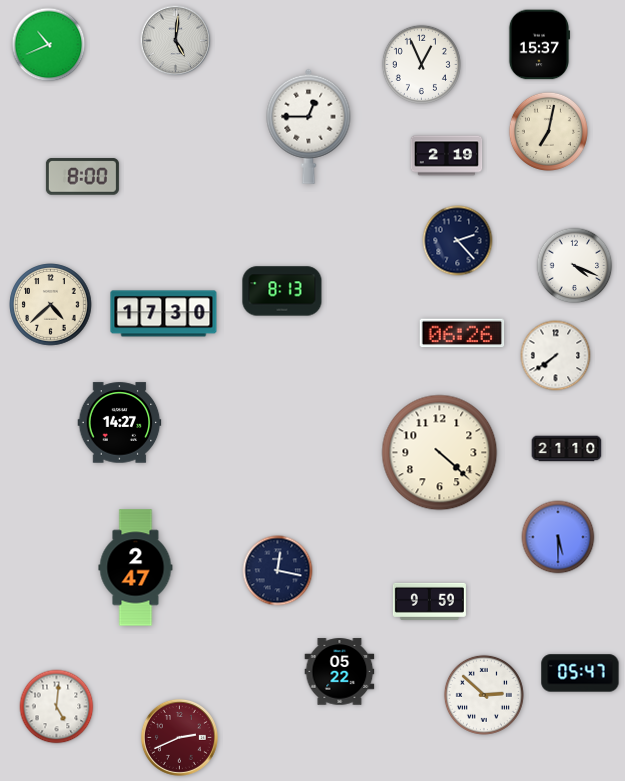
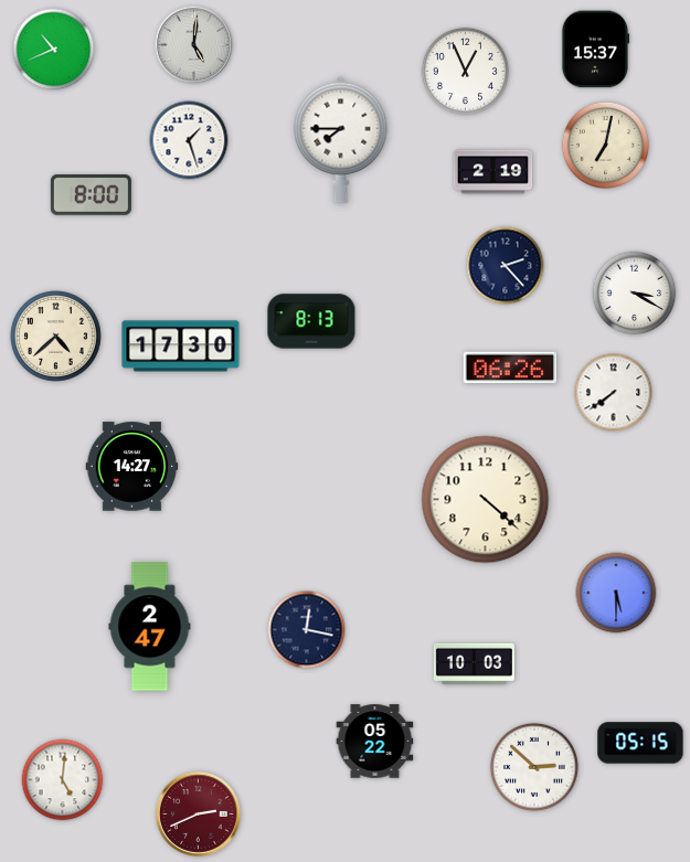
clock at (309, 126): 12:45 -> 7:45
clock at (189, 140): none -> 1:27
clock at (575, 266): 4:19 -> 3:20
clock at (567, 449): 21:10 -> none
clock at (429, 601): 9:59 -> 10:03
clock at (580, 673): 05:47 -> 05:15
